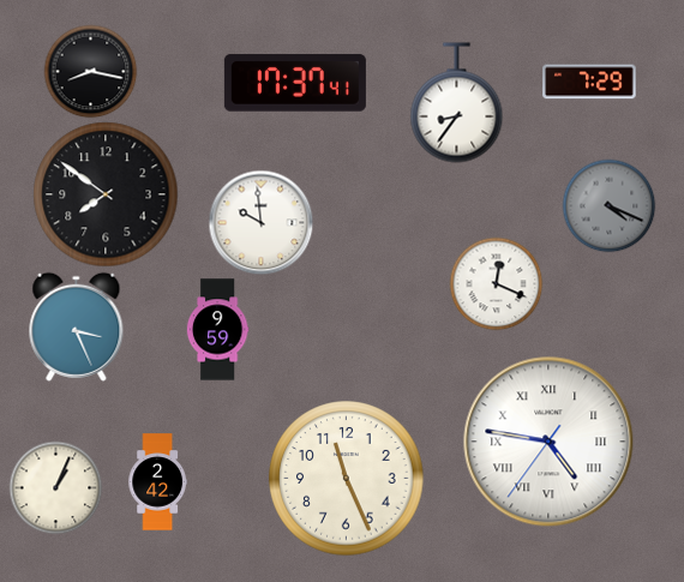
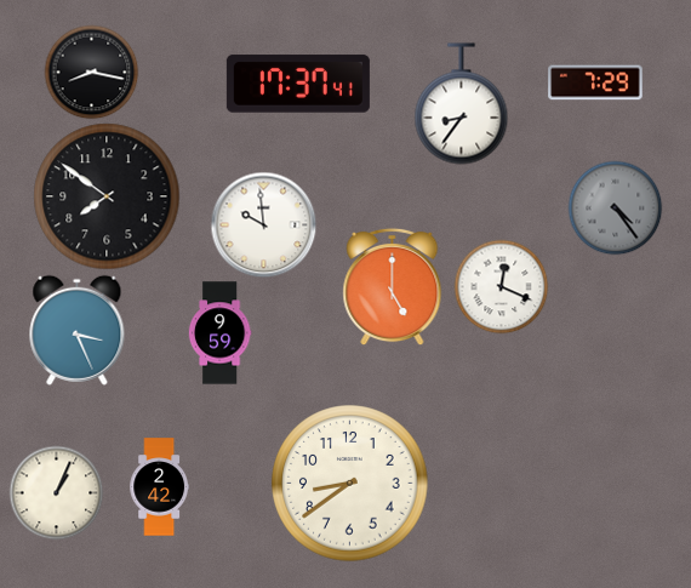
clock at (608, 205): 4:19 -> 4:24
clock at (393, 286): none -> 5:00
clock at (548, 442): 4:46 -> none
clock at (347, 479): 11:26 -> 8:39
